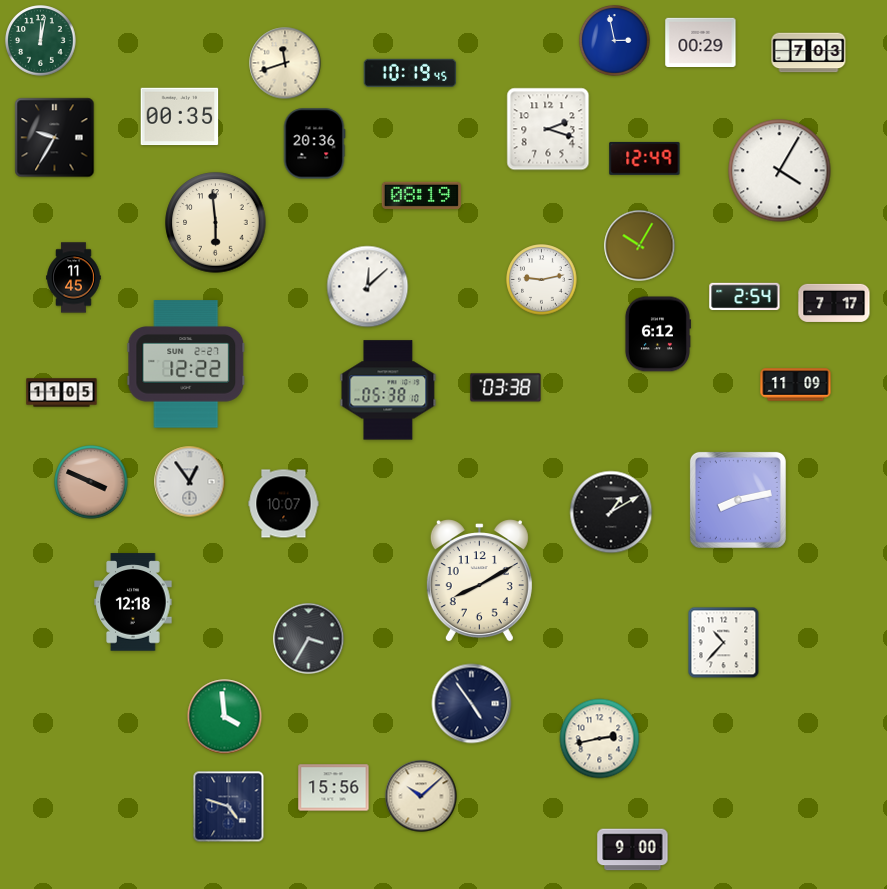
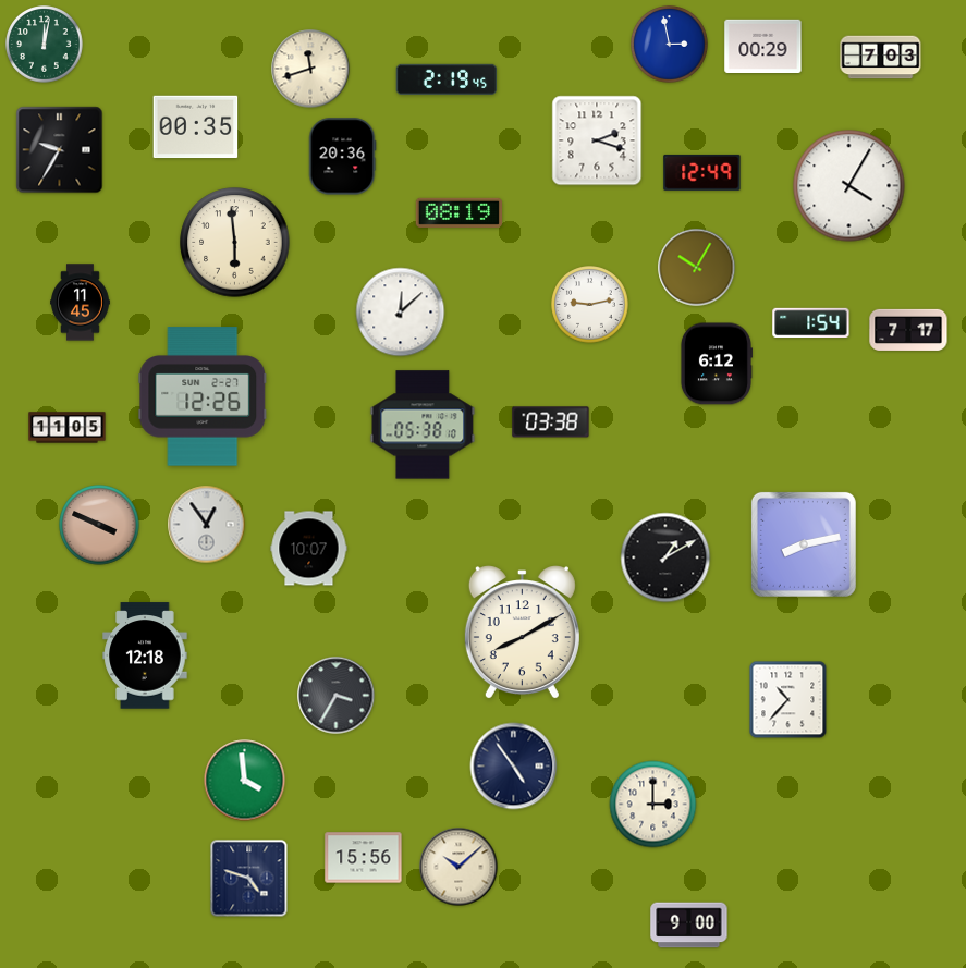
clock at (410, 73): 10:19 -> 2:19
clock at (745, 297): 2:54 -> 1:54
clock at (186, 364): 12:22 -> 12:26
clock at (796, 385): 11:09 -> none
clock at (600, 739): 2:43 -> 3:00
